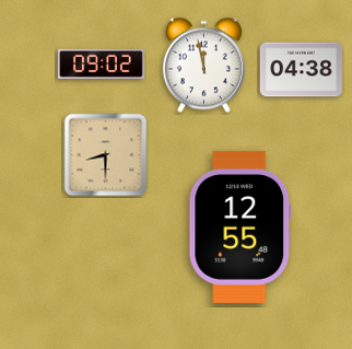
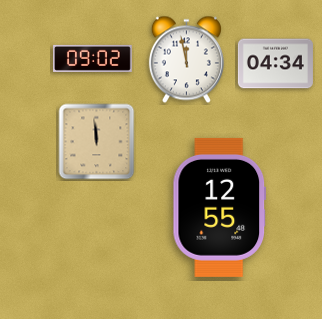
clock at (301, 70): 04:38 -> 04:34
clock at (106, 155): 8:30 -> 11:59
